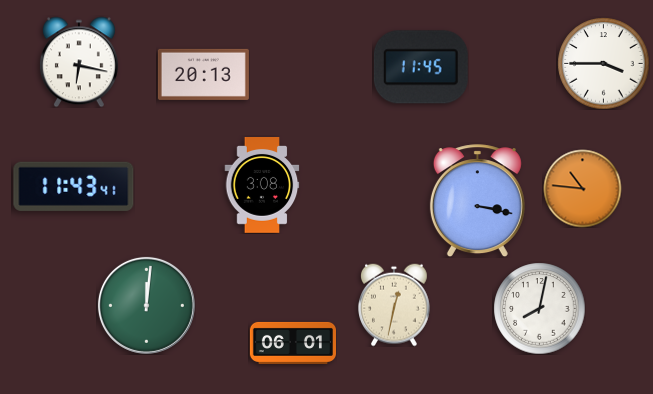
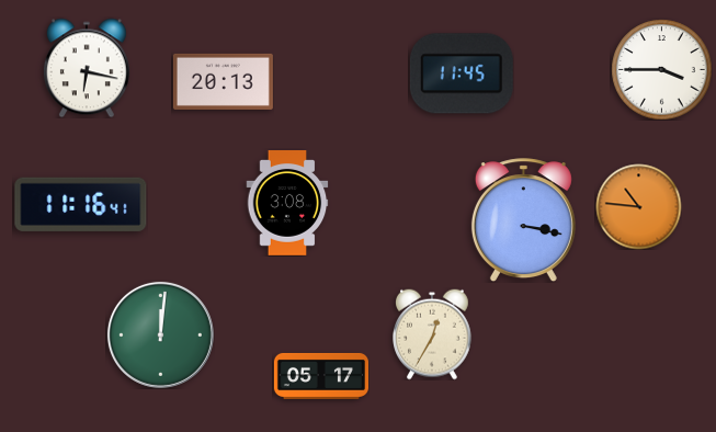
clock at (74, 186): 11:43 -> 11:16
clock at (395, 305): 12:32 -> 12:35
clock at (539, 308): 8:02 -> none
clock at (292, 343): 06:01 -> 05:17
